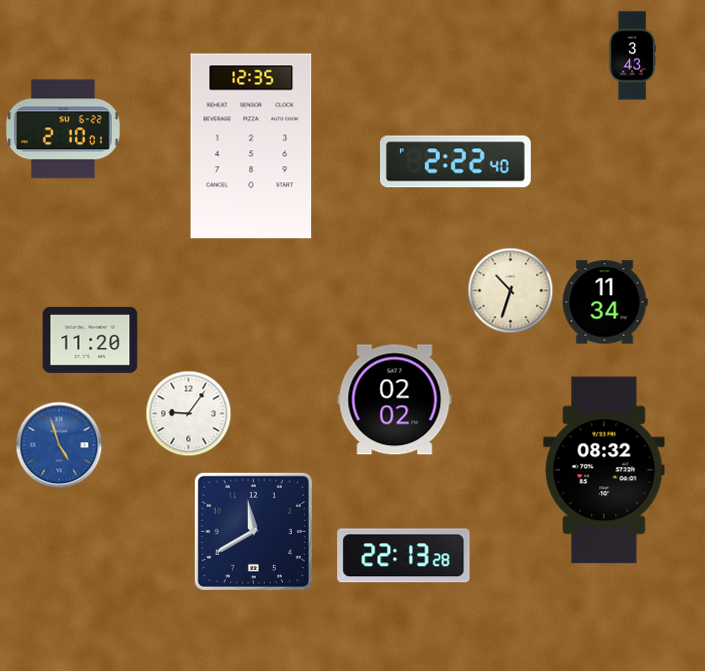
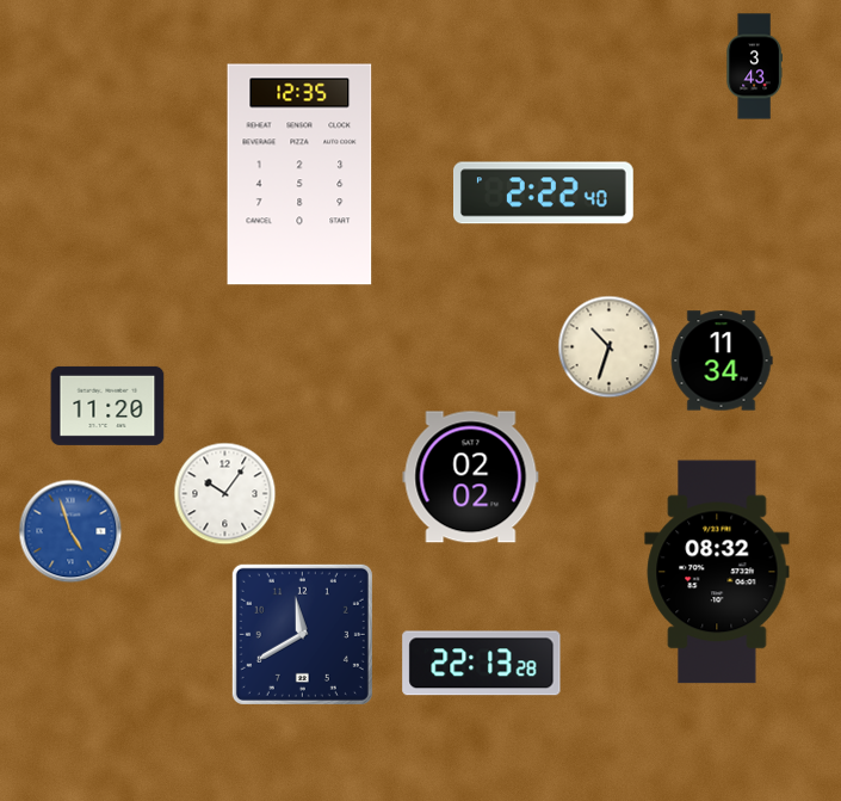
clock at (63, 129): 2:10 -> none
clock at (189, 414): 9:06 -> 10:06
clock at (604, 470) position: (604, 470) -> (717, 572)
